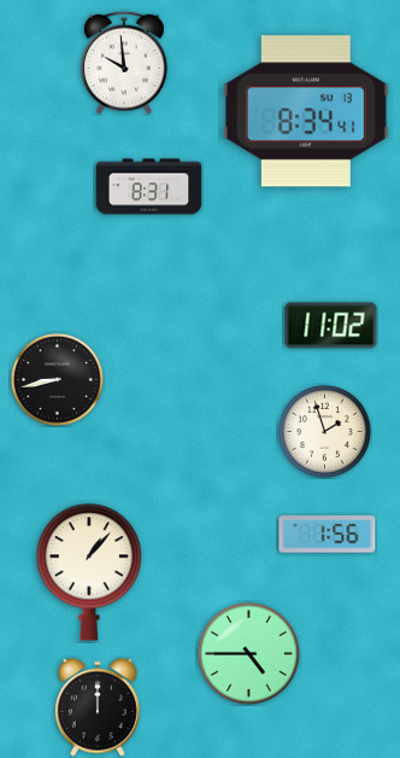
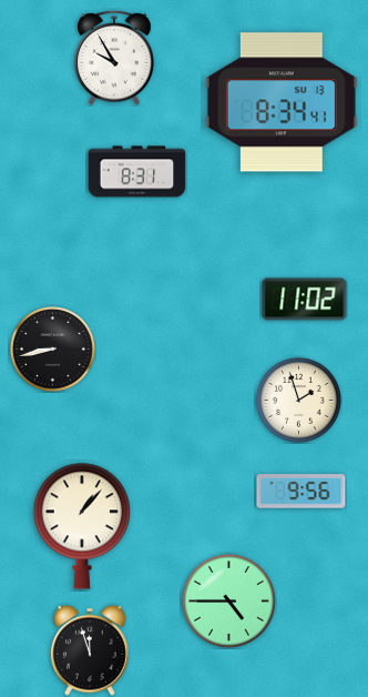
clock at (124, 63): 9:59 -> 9:55
clock at (325, 432) position: (325, 432) -> (299, 401)
clock at (328, 535): 1:56 -> 9:56
clock at (98, 707): 12:00 -> 11:57
